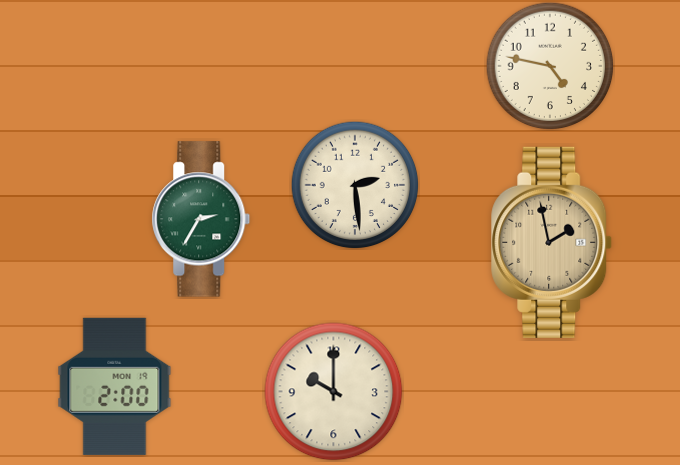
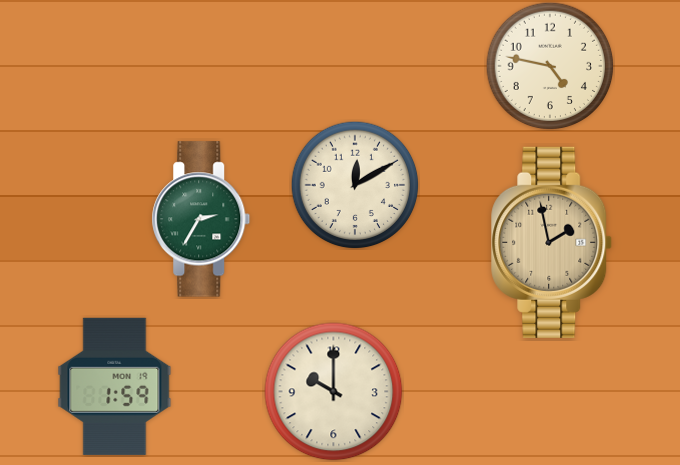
clock at (355, 185): 2:29 -> 12:10
clock at (115, 386): 2:00 -> 1:59
